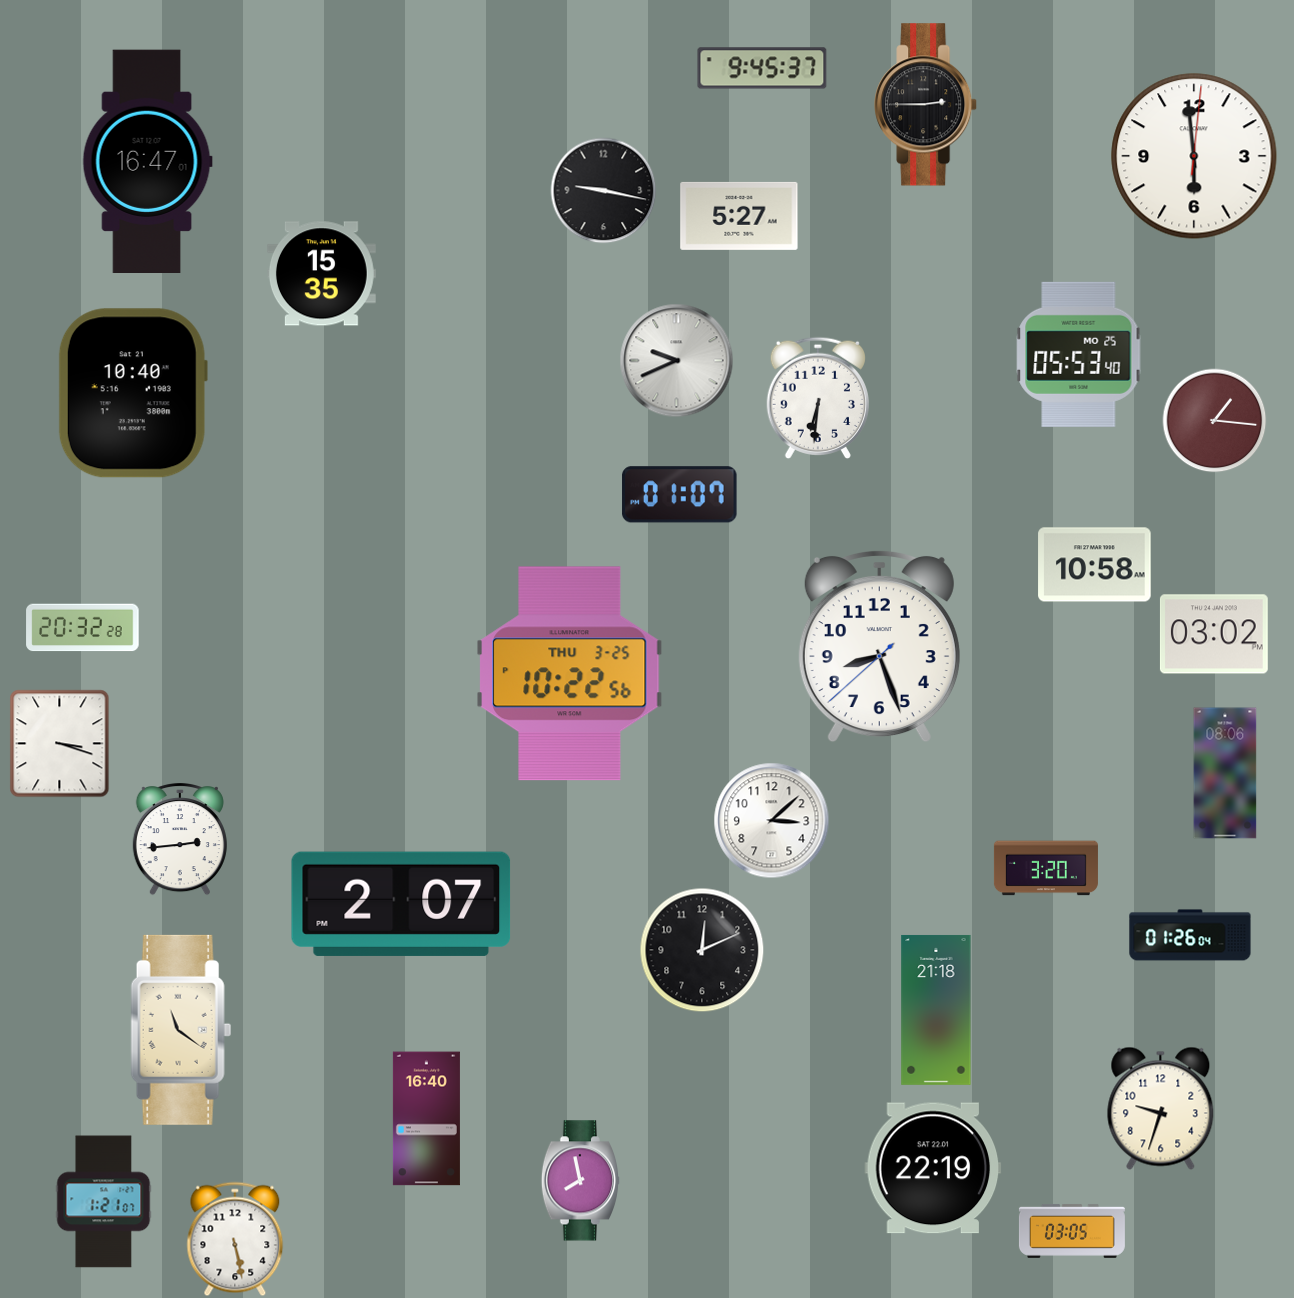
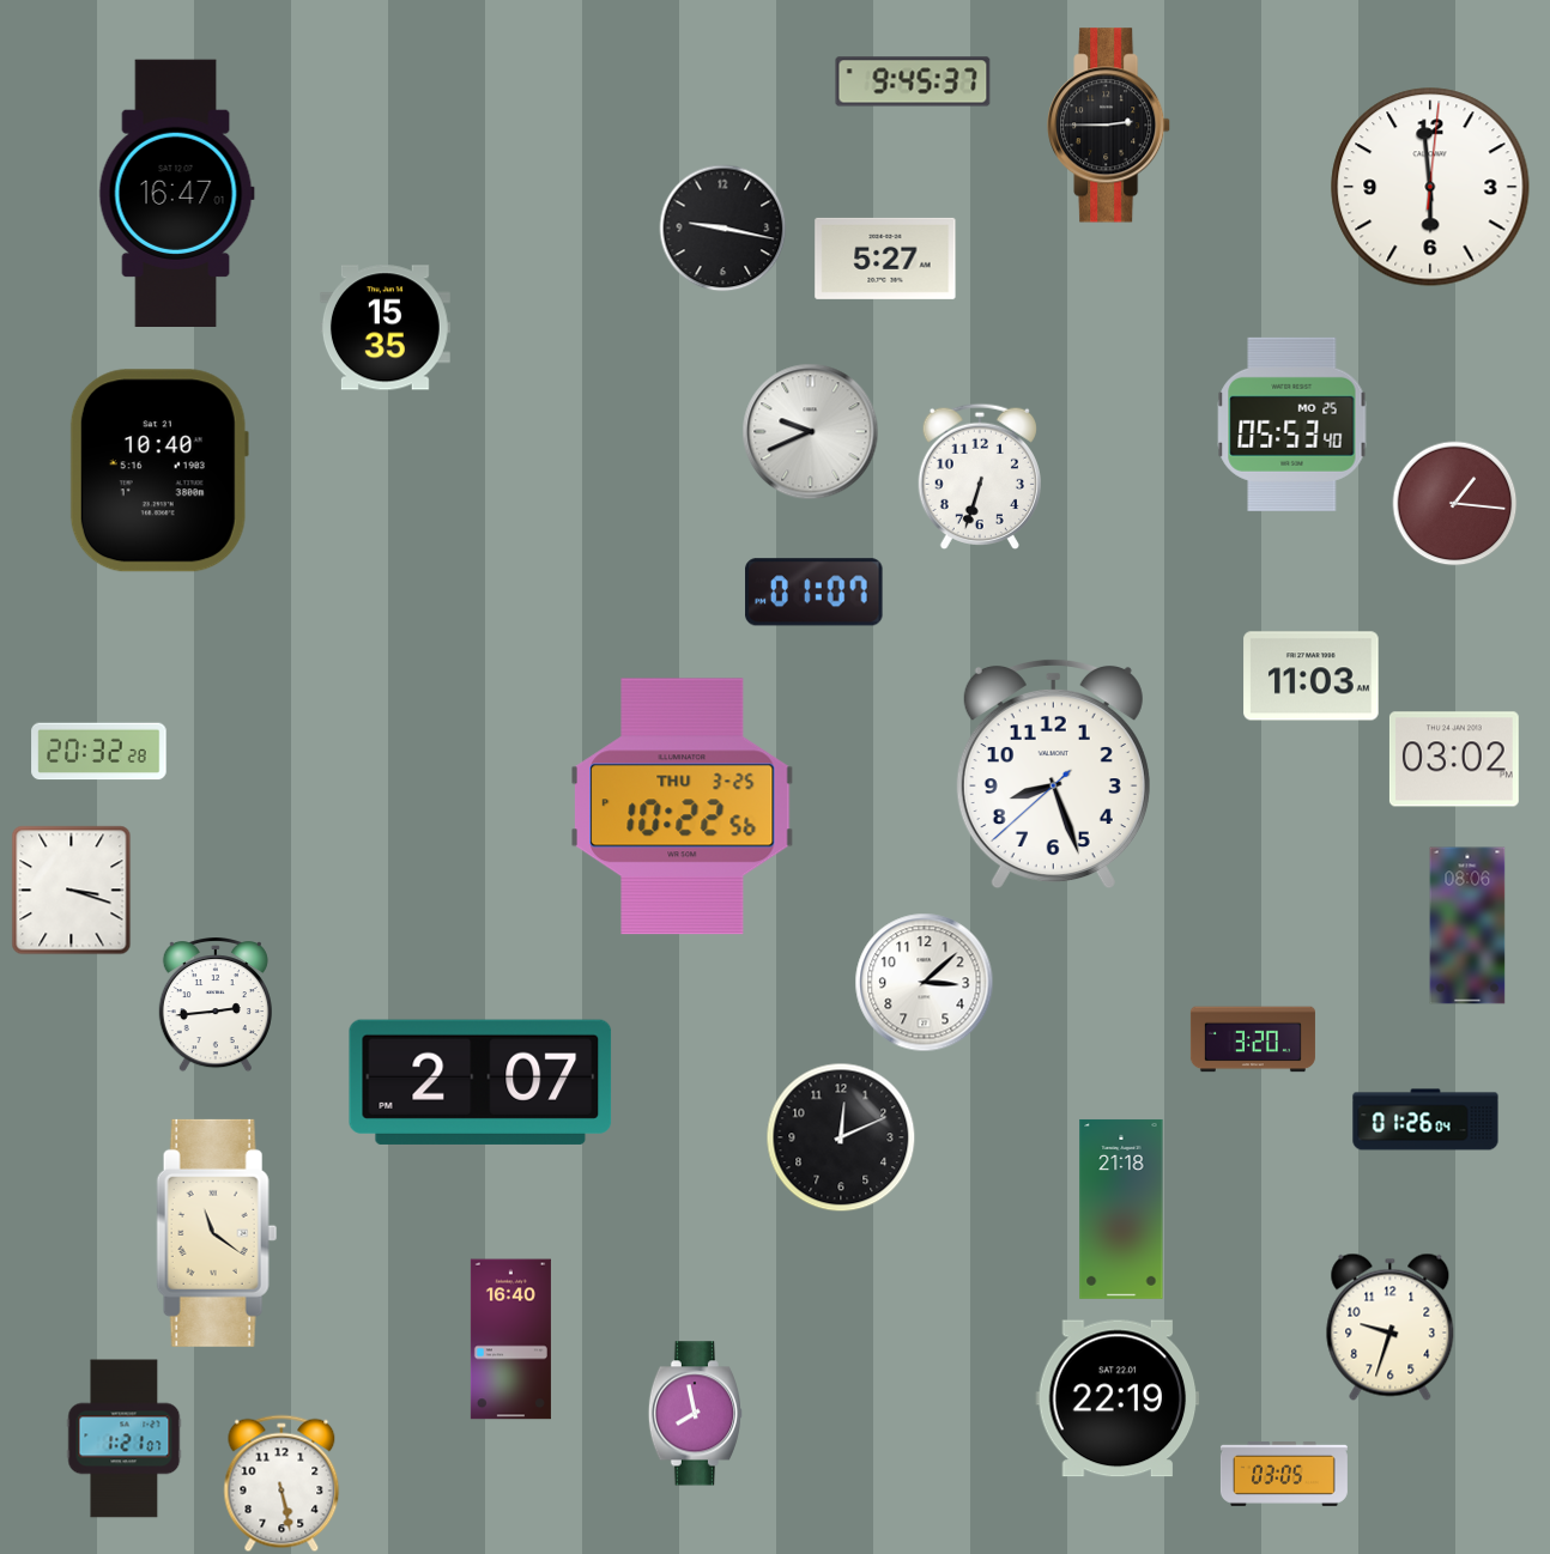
clock at (818, 397): 6:31 -> 6:33
clock at (1095, 565): 10:58 -> 11:03
